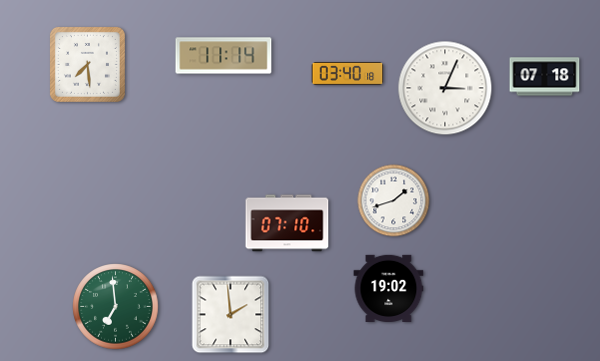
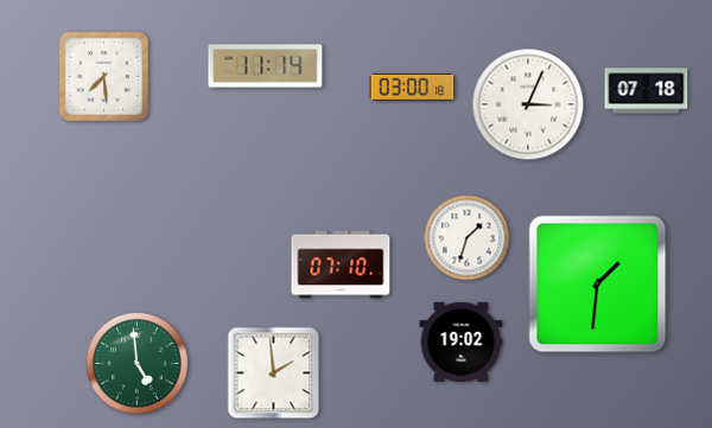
clock at (348, 73): 03:40 -> 03:00
clock at (394, 201): 1:42 -> 1:33
clock at (598, 285): none -> 1:31
clock at (116, 307): 6:59 -> 4:59
